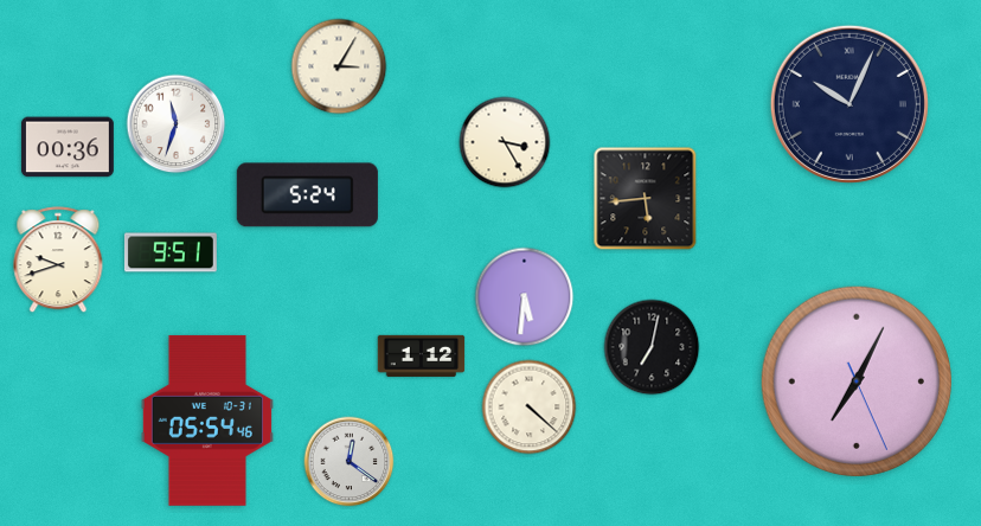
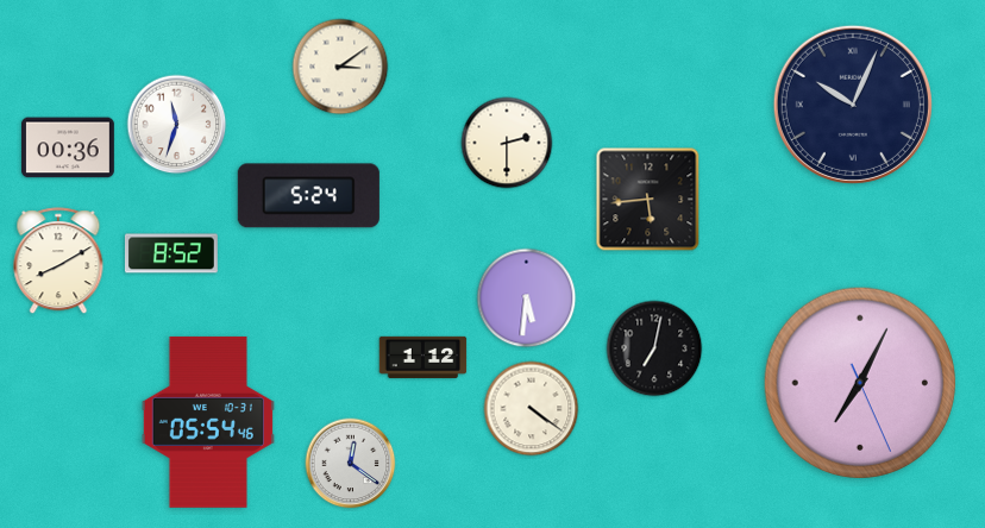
clock at (339, 66): 3:05 -> 3:09
clock at (505, 142): 3:25 -> 2:30
clock at (171, 252): 9:51 -> 8:52
clock at (58, 261): 9:42 -> 8:10
clock at (530, 408): 4:22 -> 4:21
